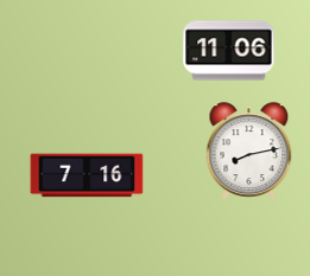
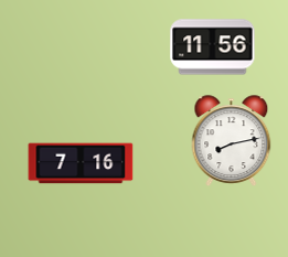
clock at (229, 51): 11:06 -> 11:56
